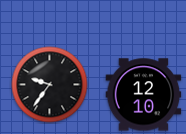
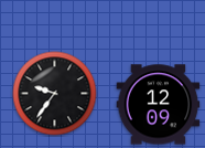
clock at (144, 95): 12:10 -> 12:09
